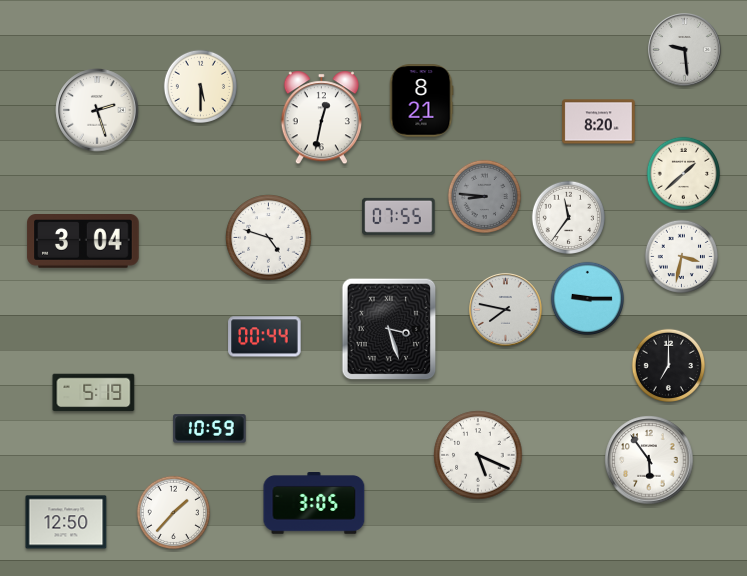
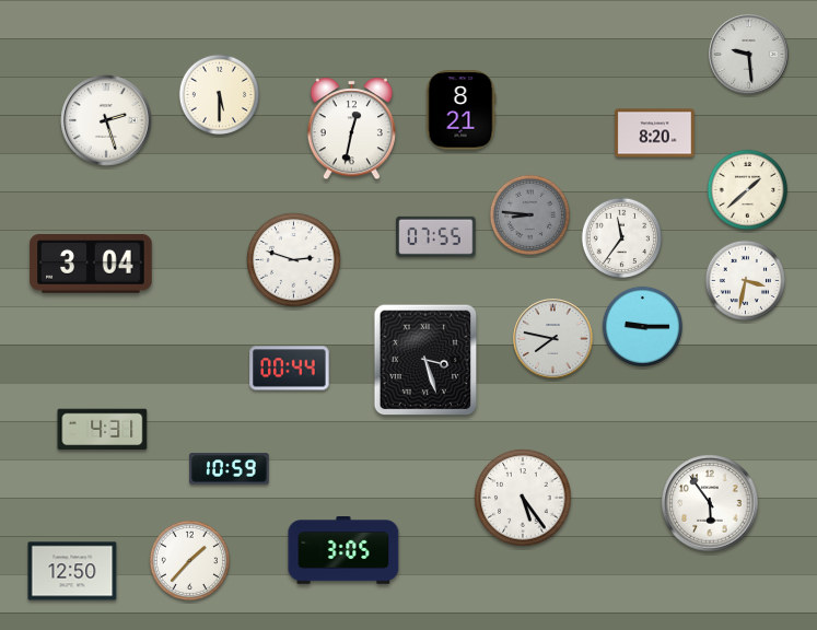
clock at (269, 238): 4:48 -> 2:48
clock at (668, 365): 7:00 -> none
clock at (94, 393): 5:19 -> 4:31
clock at (478, 455): 5:19 -> 5:24
